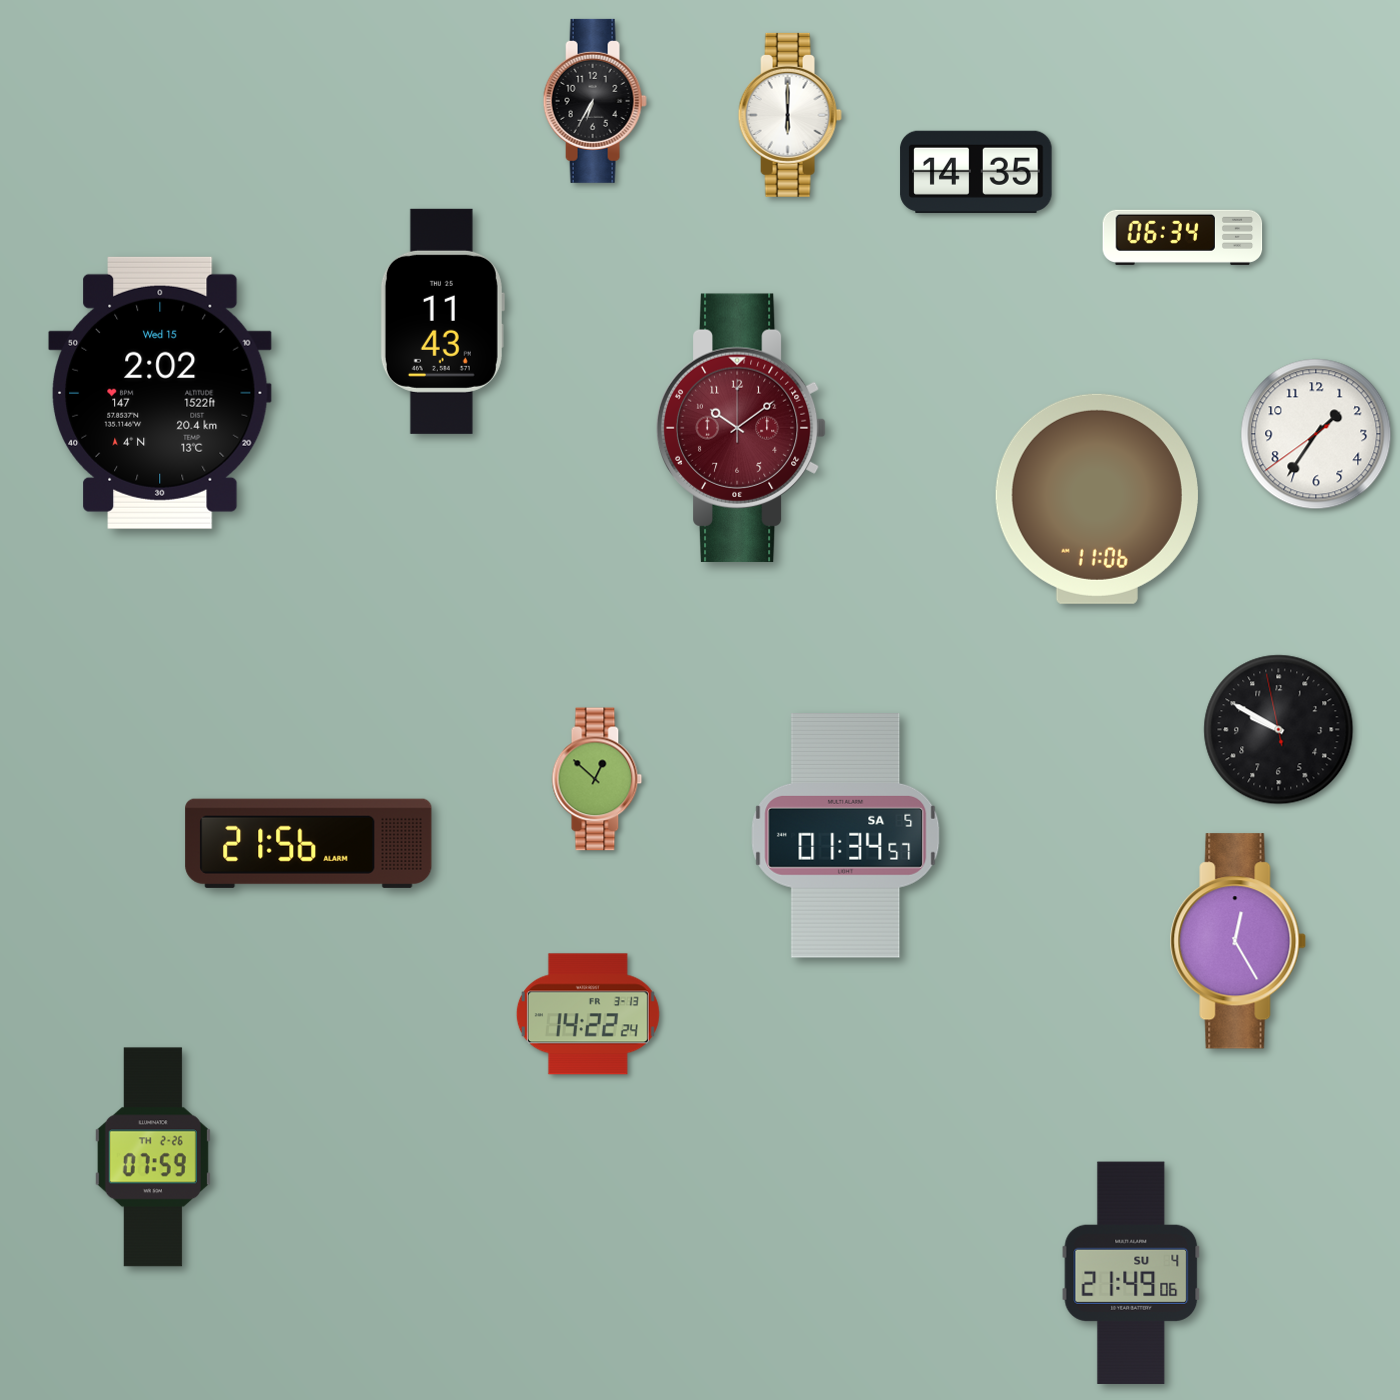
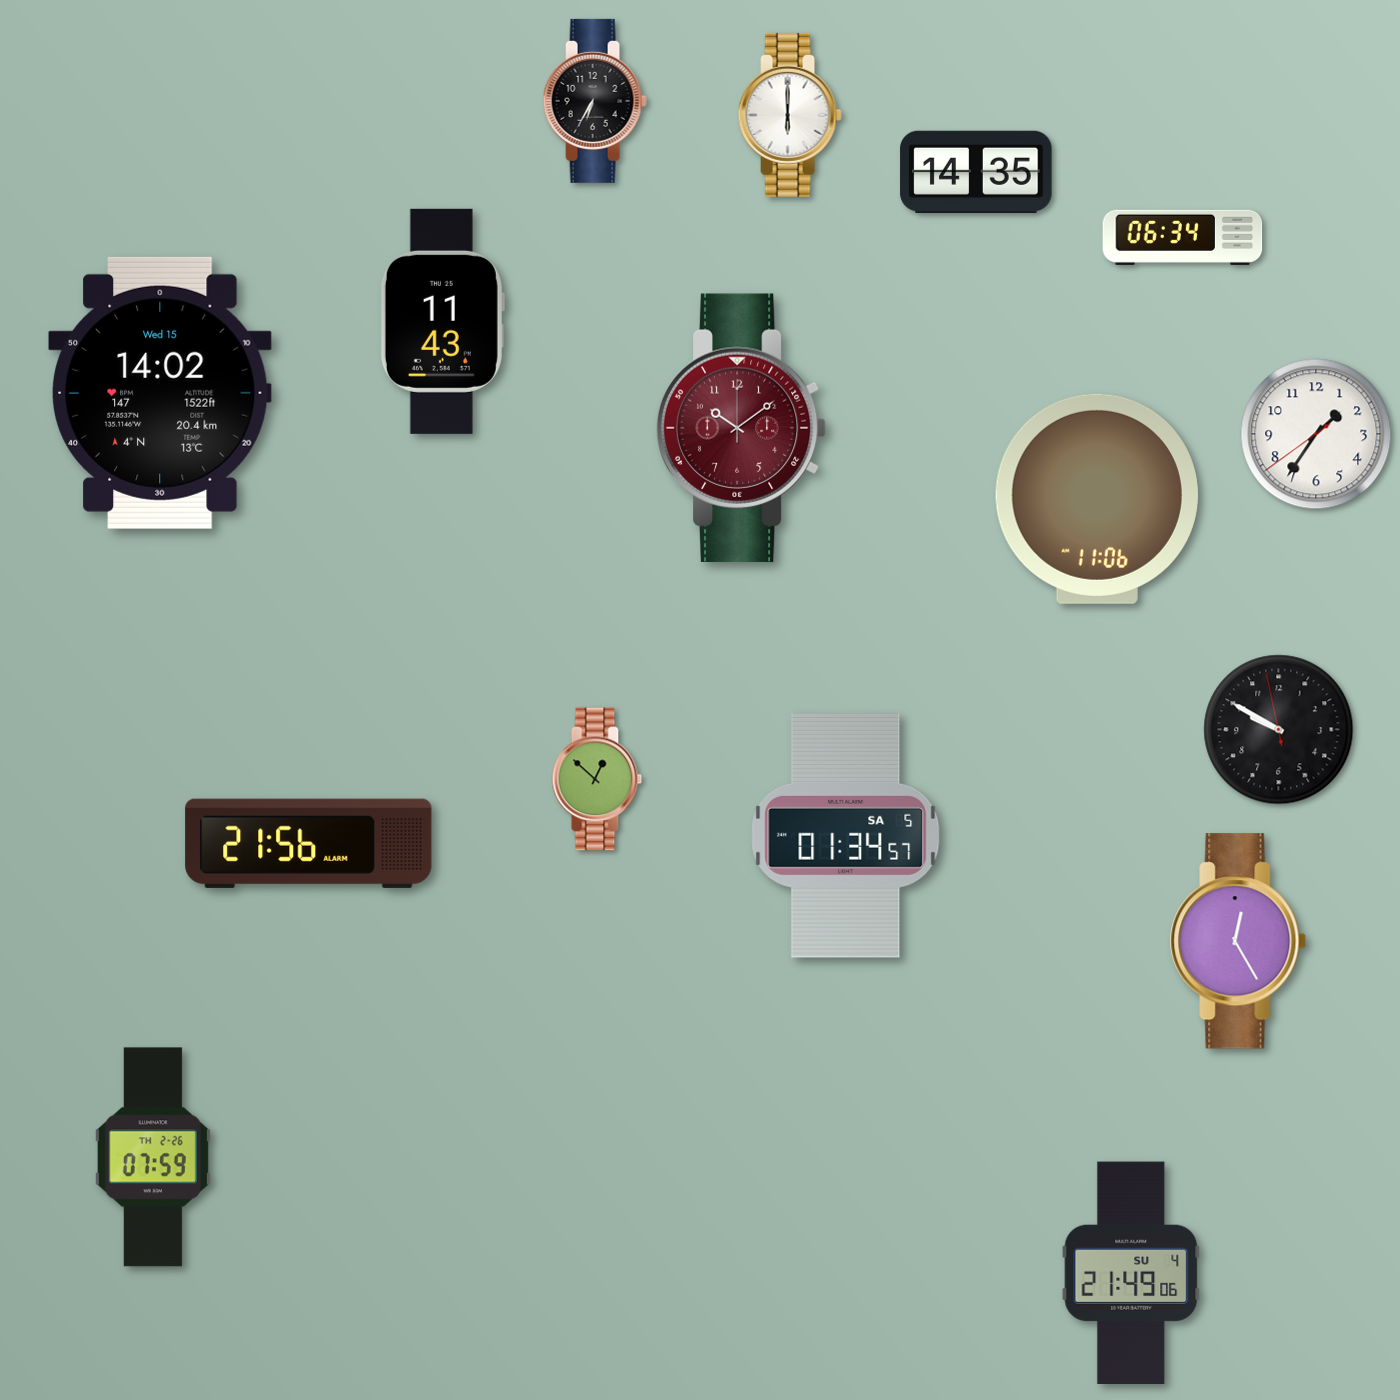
clock at (160, 393): 2:02 -> 14:02
clock at (588, 1014): 14:22 -> none
